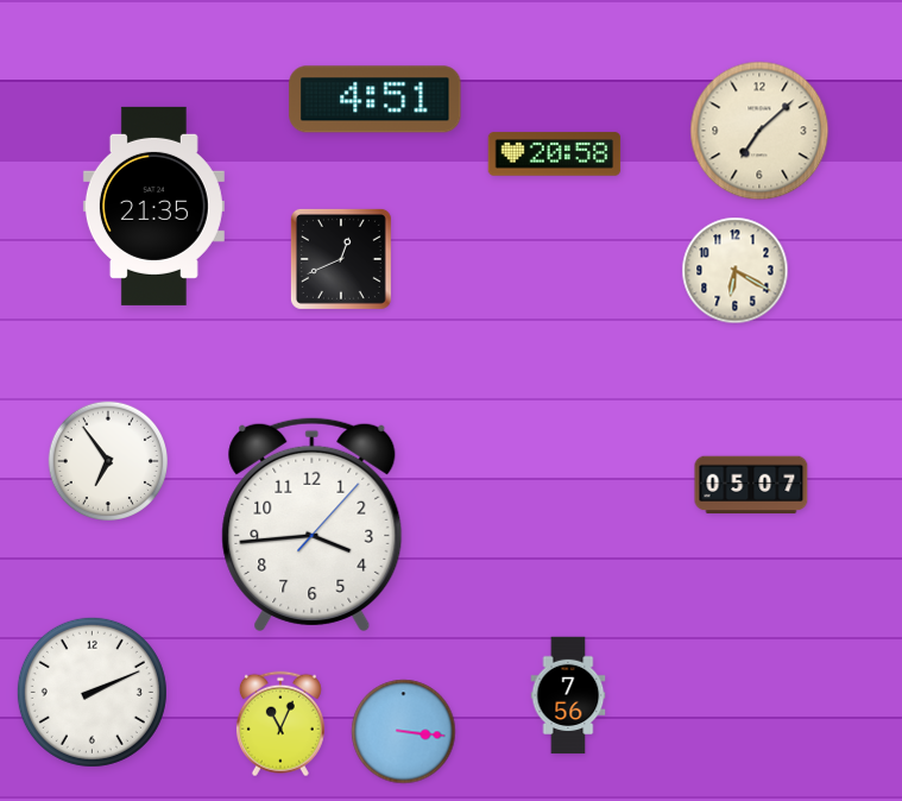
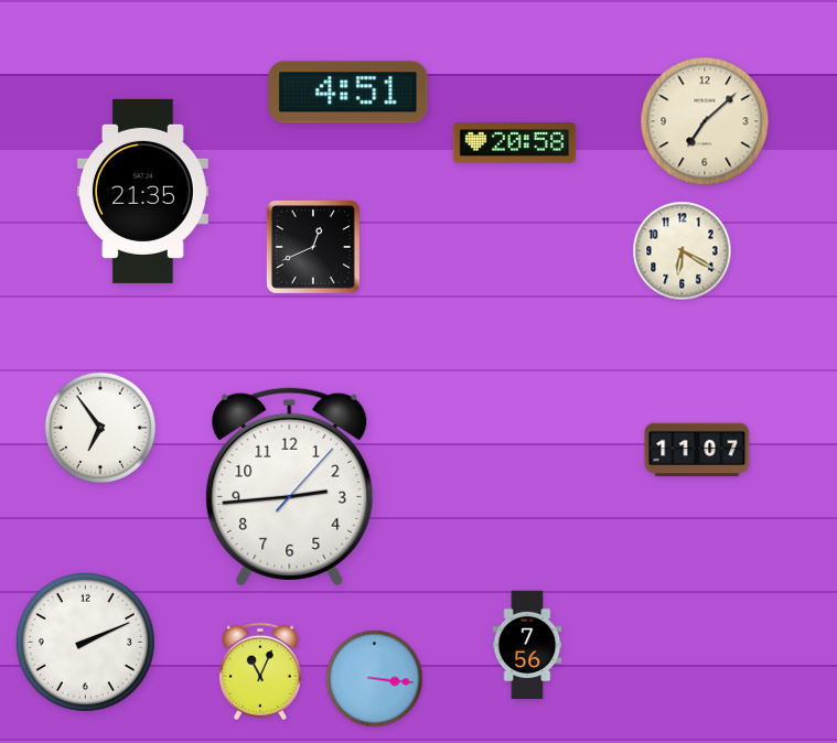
clock at (341, 259) position: (341, 259) -> (313, 247)
clock at (751, 485): 05:07 -> 11:07
clock at (313, 524): 3:44 -> 2:44
